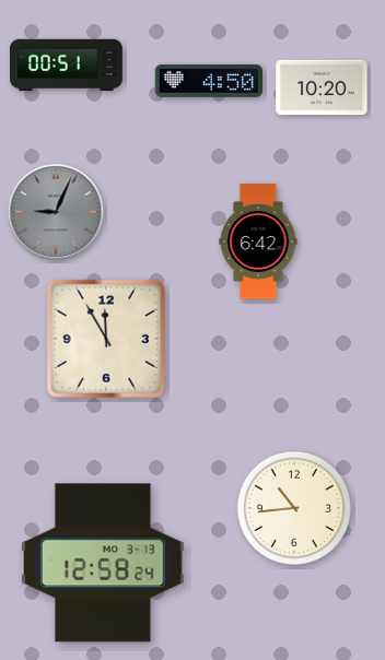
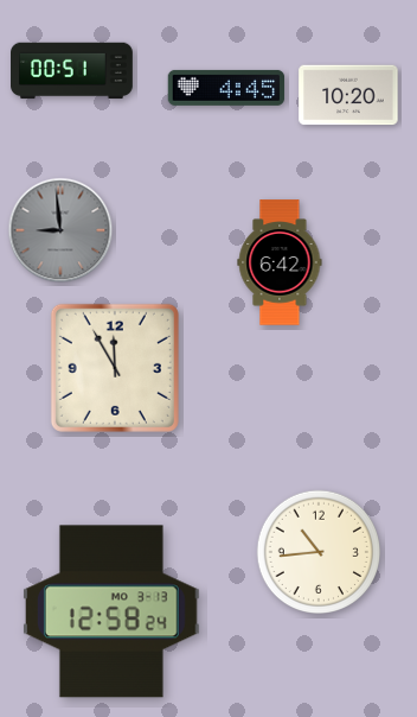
clock at (209, 81): 4:50 -> 4:45
clock at (56, 212): 9:04 -> 8:59
